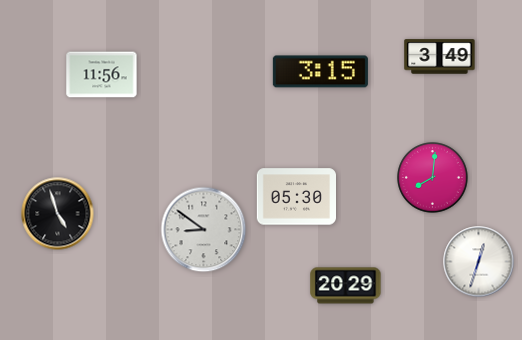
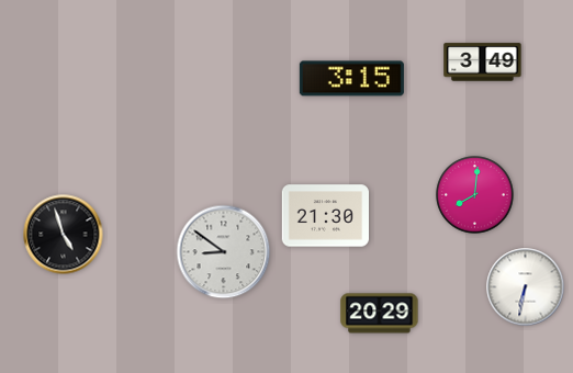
clock at (102, 75): 11:56 -> none
clock at (297, 197): 05:30 -> 21:30
clock at (479, 262): 12:33 -> 6:32
